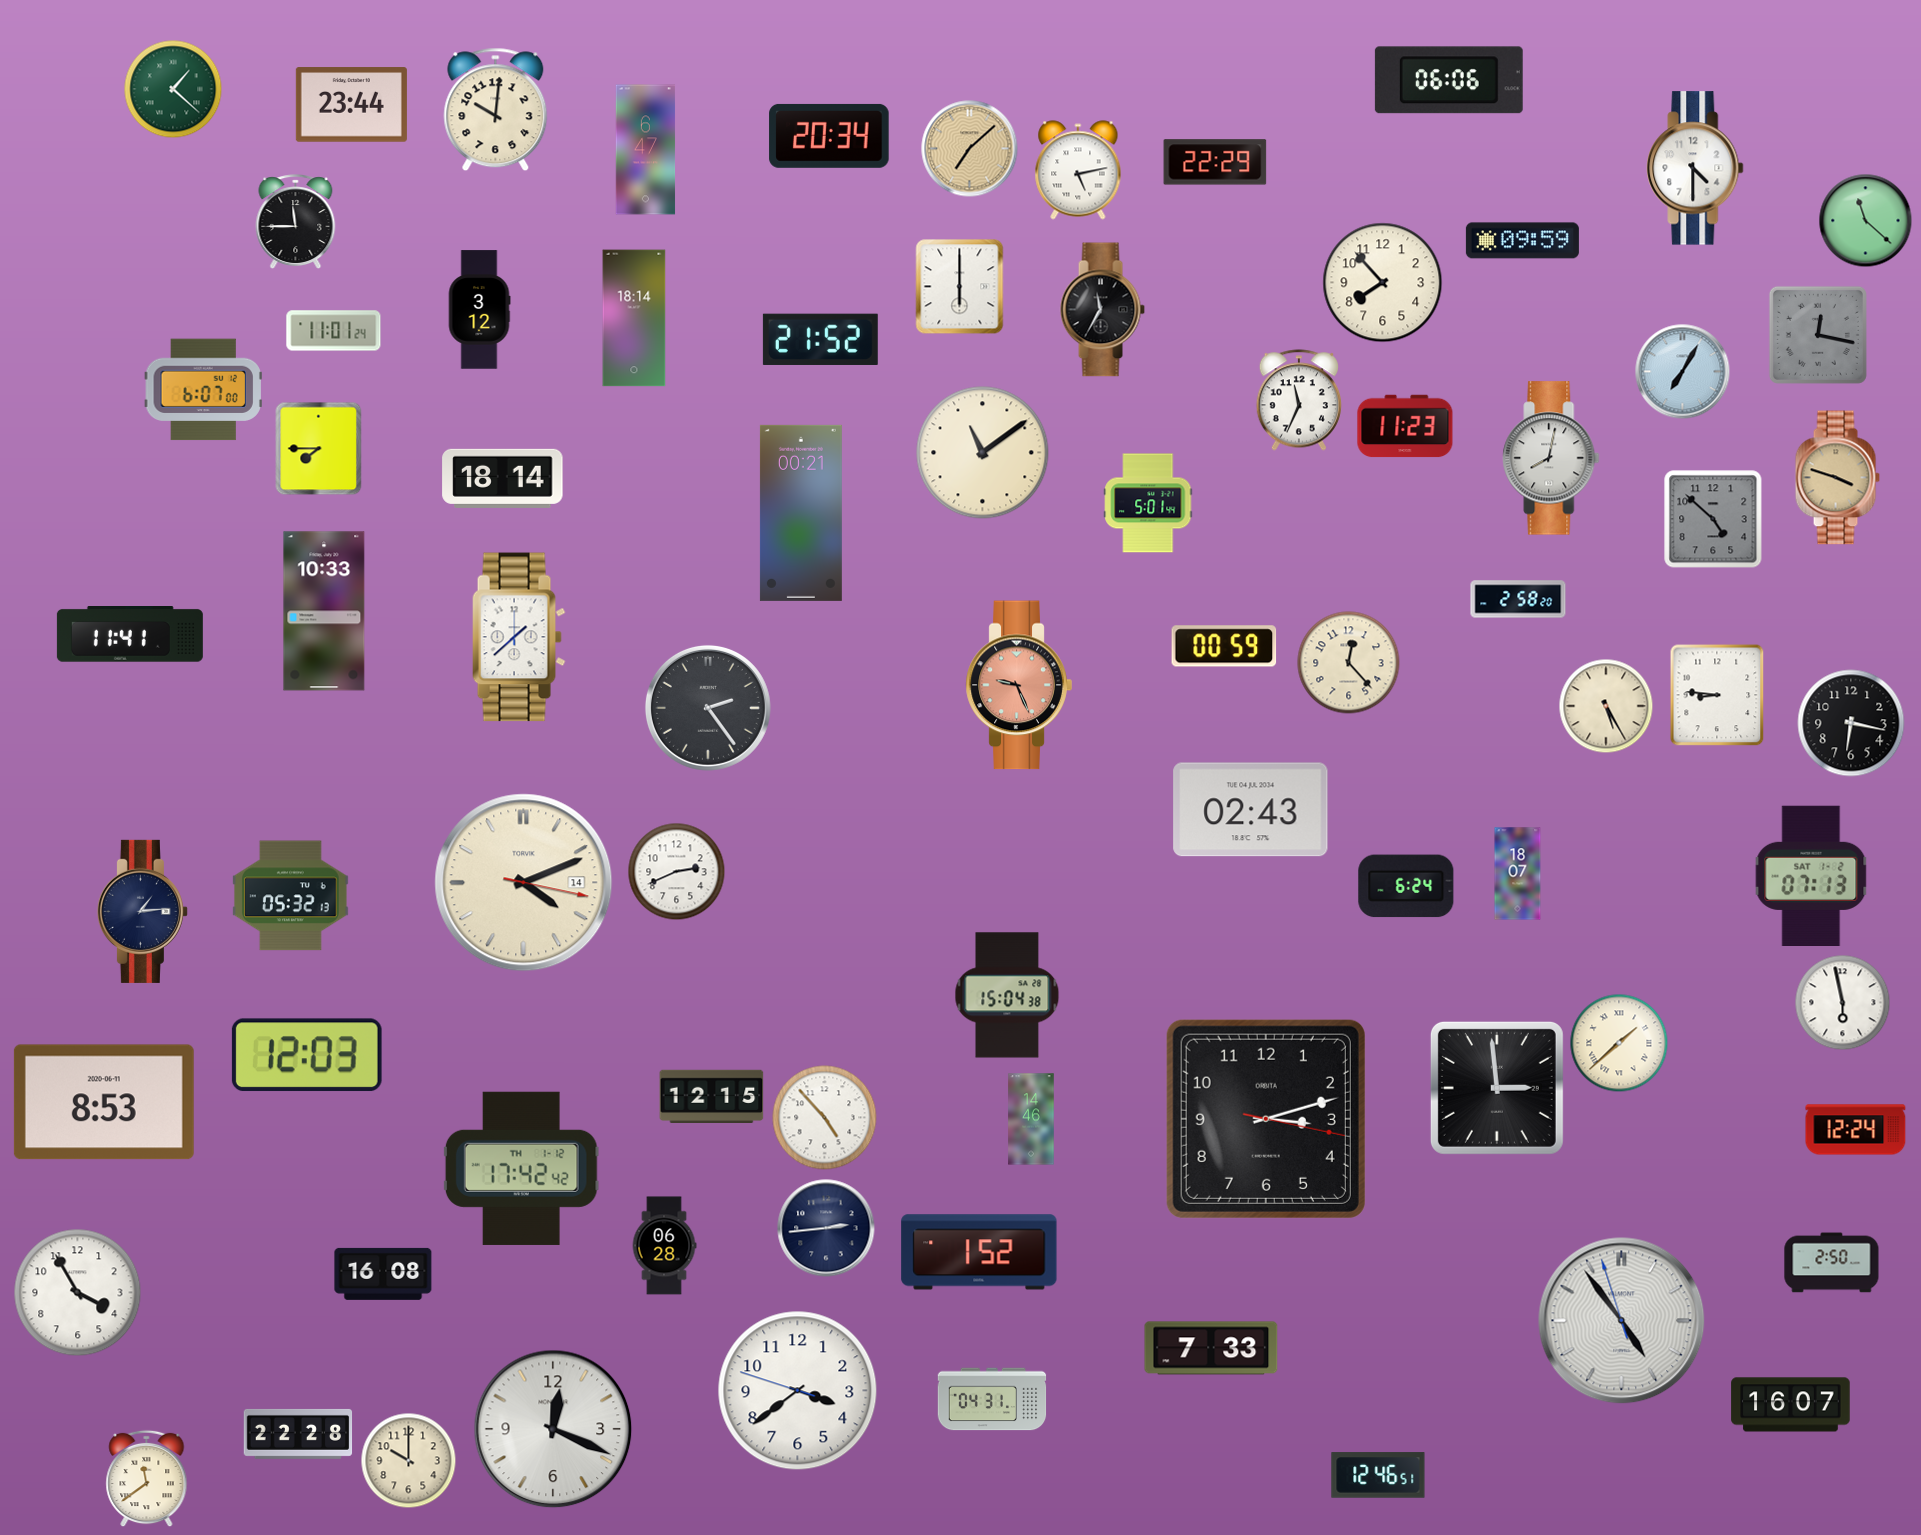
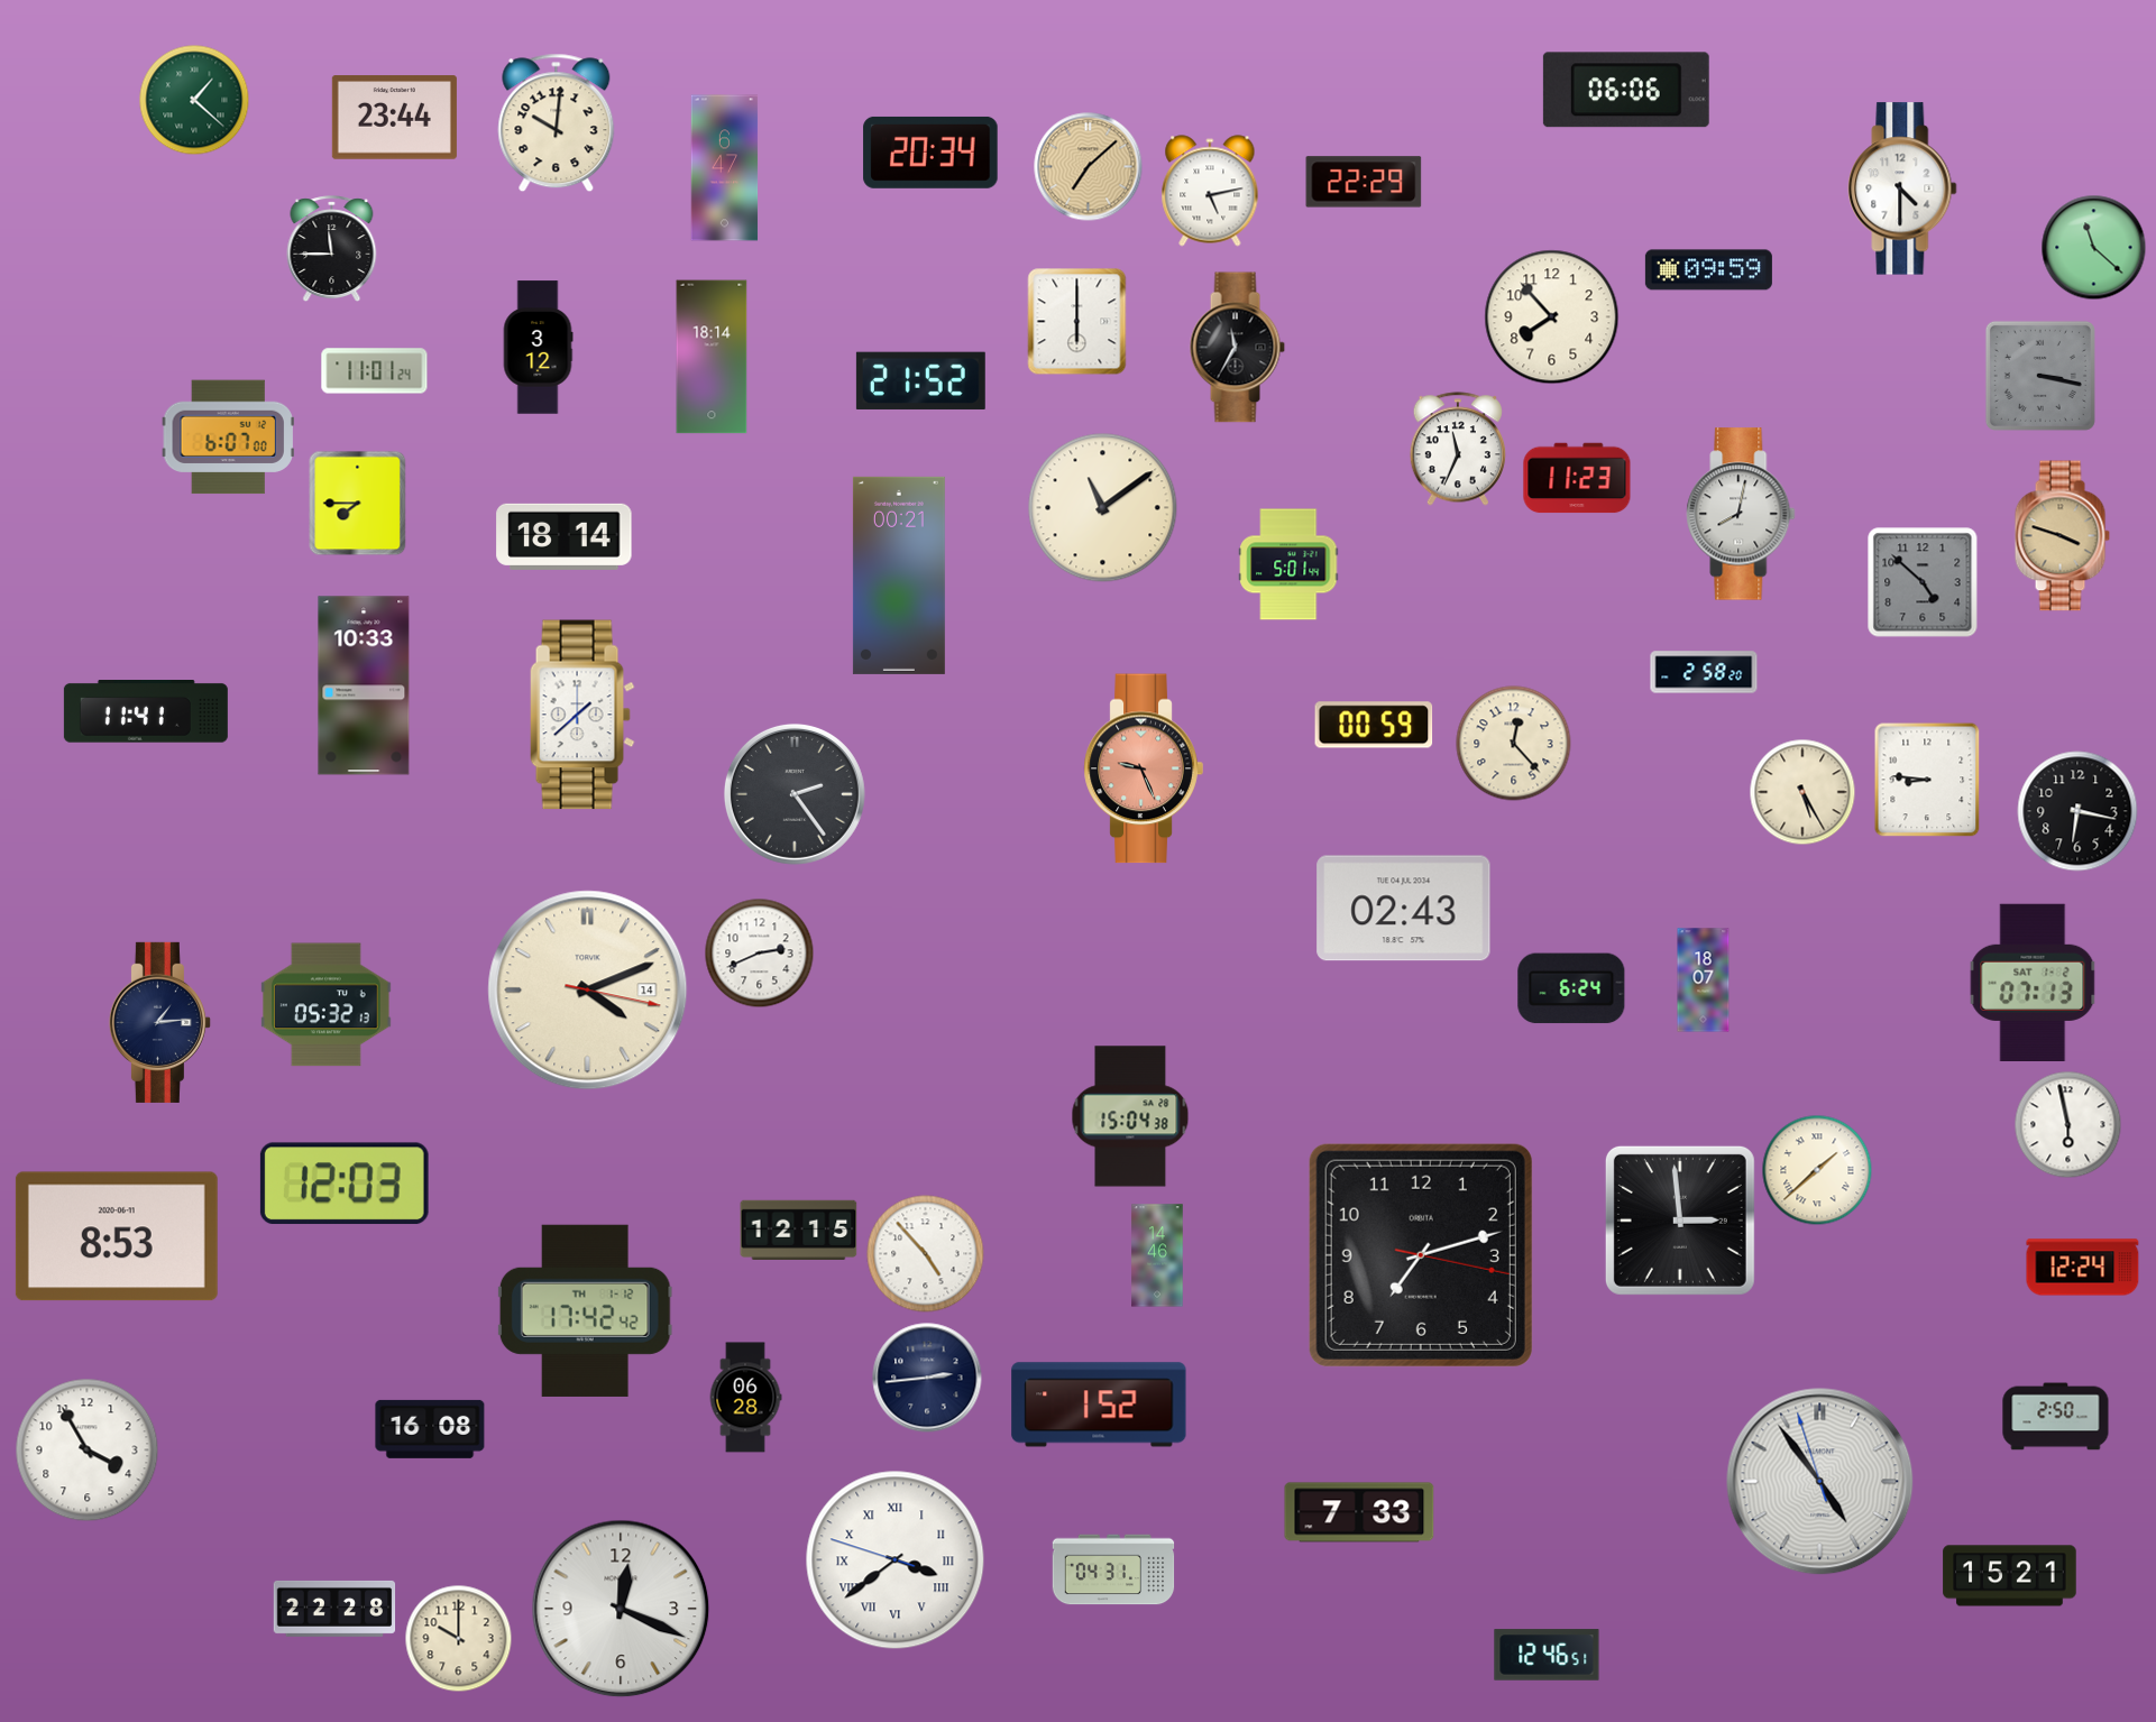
clock at (1818, 335): 12:17 -> 3:17
clock at (1683, 372): 7:05 -> none
clock at (677, 872) position: (677, 872) -> (760, 954)
clock at (1406, 886) position: (1406, 886) -> (1571, 988)
clock at (1266, 1119): 3:12 -> 7:12
clock at (798, 1391) numerals: Arabic -> Roman
clock at (1791, 1405): 16:07 -> 15:21
clock at (553, 1429) position: (553, 1429) -> (621, 1609)
clock at (147, 1479): 11:39 -> none
